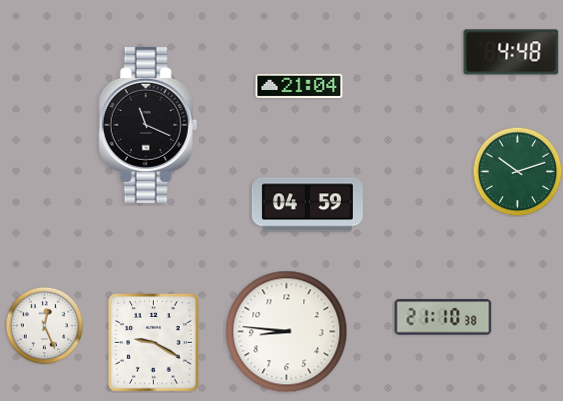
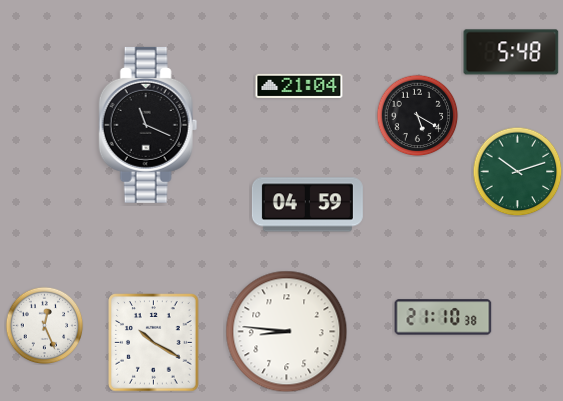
clock at (511, 52): 4:48 -> 5:48
clock at (417, 115): none -> 5:20
clock at (154, 343): 9:20 -> 10:20
